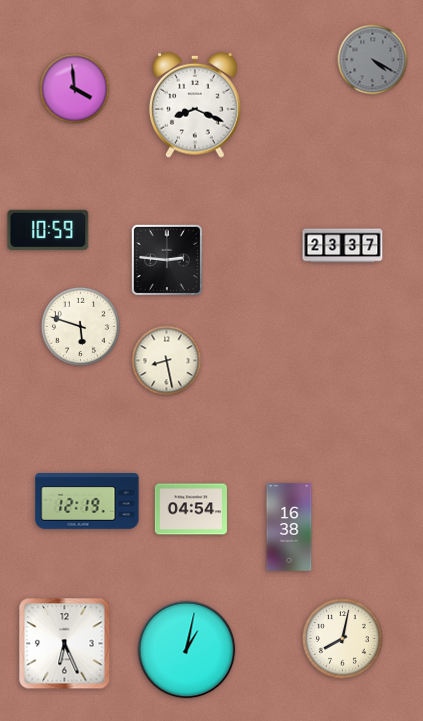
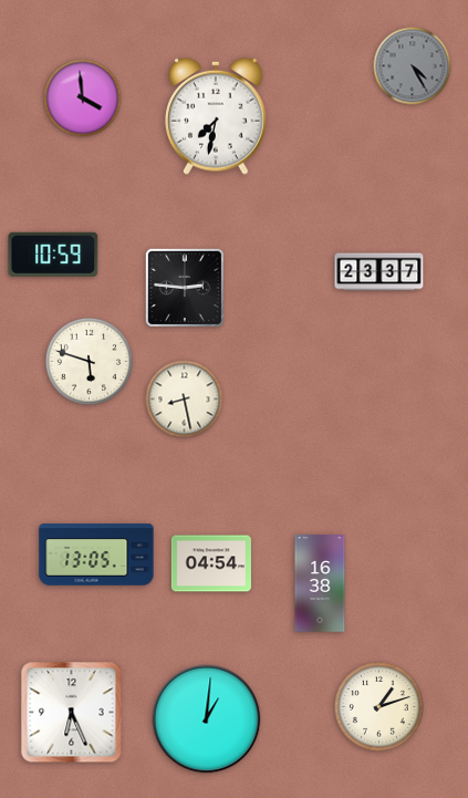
clock at (373, 60): 4:20 -> 4:25
clock at (196, 105): 8:19 -> 7:32
clock at (87, 501): 12:19 -> 13:05
clock at (342, 638): 8:02 -> 1:12
clock at (187, 650): 1:02 -> 1:01
